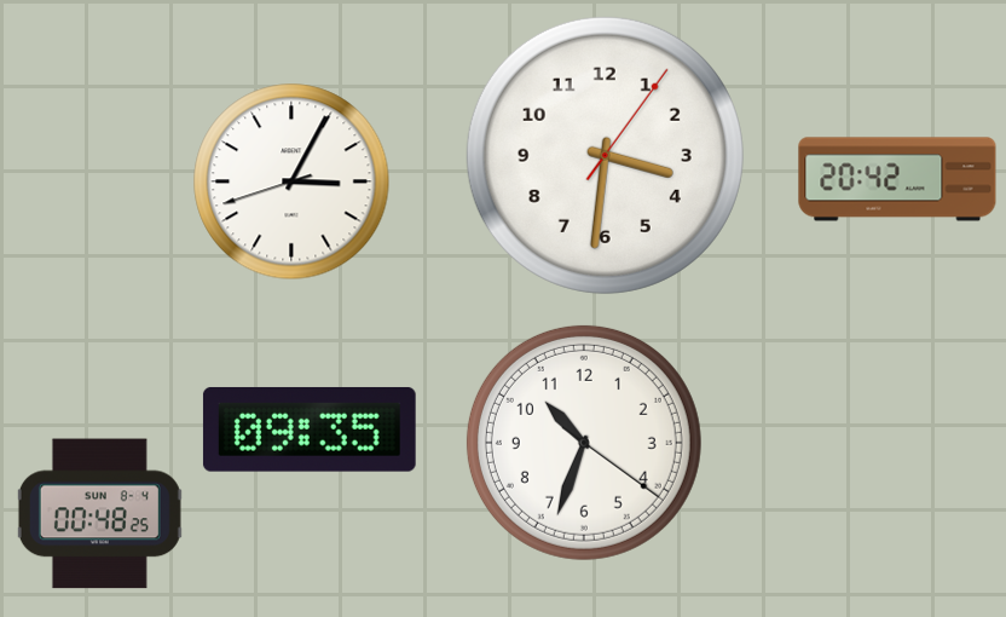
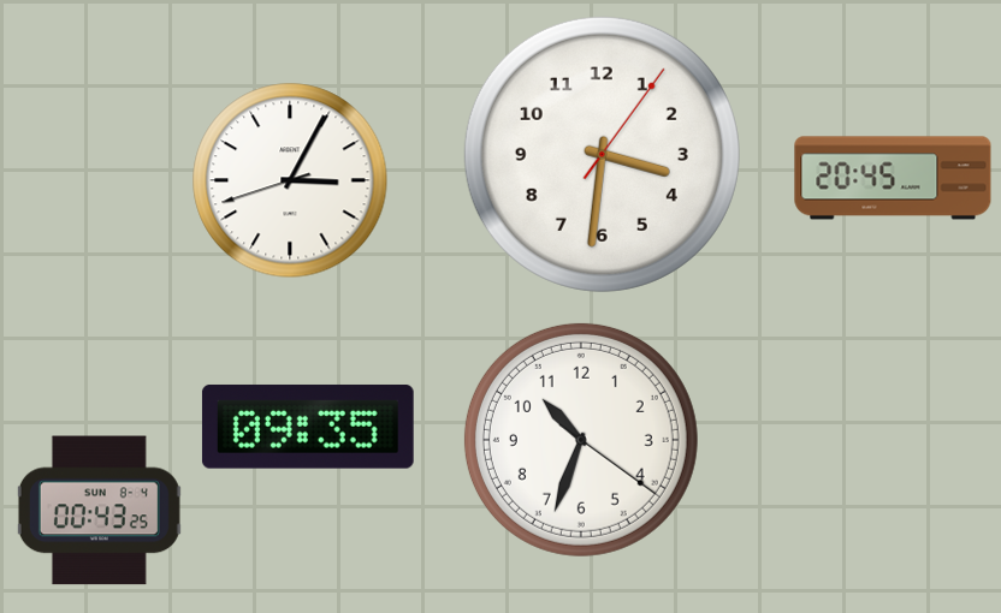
clock at (897, 179): 20:42 -> 20:45
clock at (99, 514): 00:48 -> 00:43
